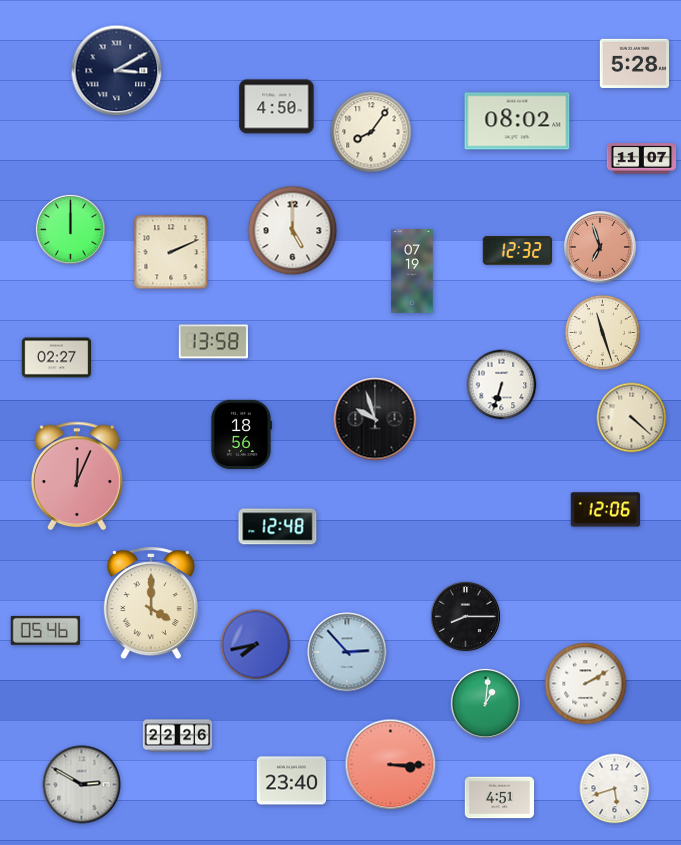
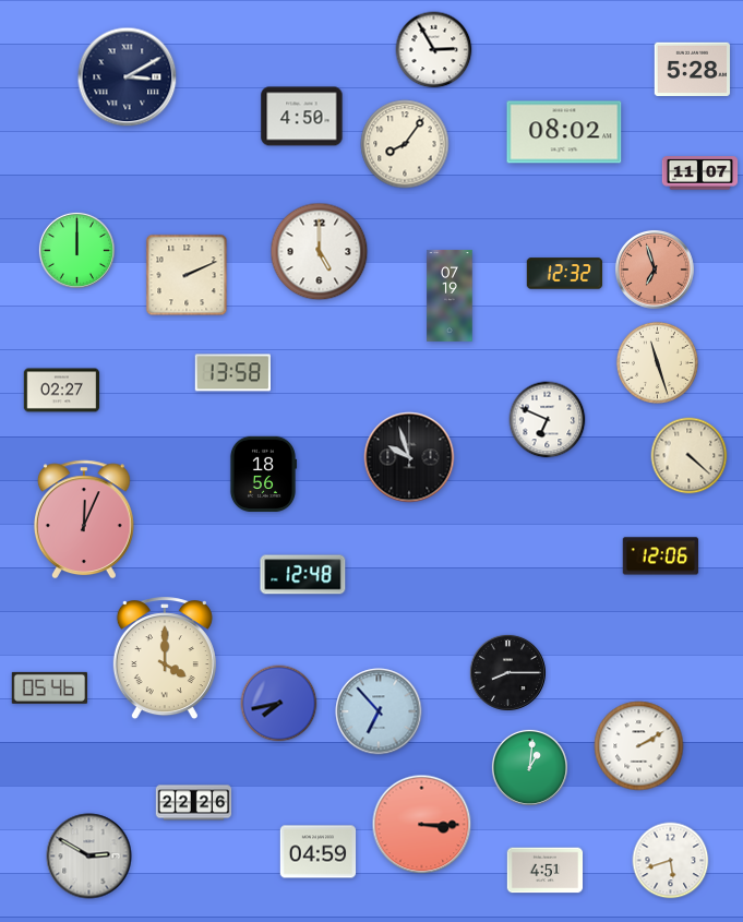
clock at (434, 50): none -> 2:55
clock at (502, 385): 6:33 -> 6:49
clock at (347, 652): 2:53 -> 6:53
clock at (391, 765) position: (391, 765) -> (422, 825)
clock at (292, 781): 23:40 -> 04:59
